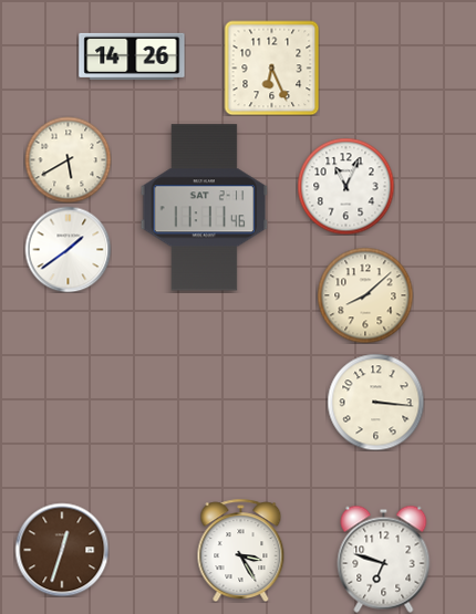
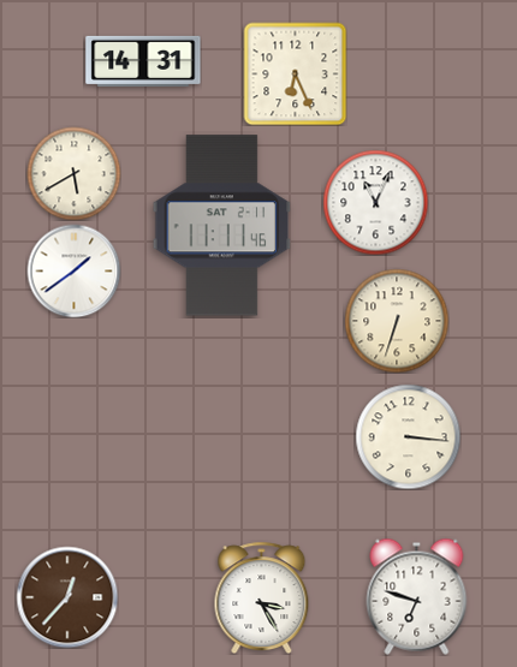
clock at (132, 56): 14:26 -> 14:31
clock at (365, 295): 8:08 -> 6:33
clock at (62, 550): 12:33 -> 12:37
clock at (384, 559) position: (384, 559) -> (417, 596)
